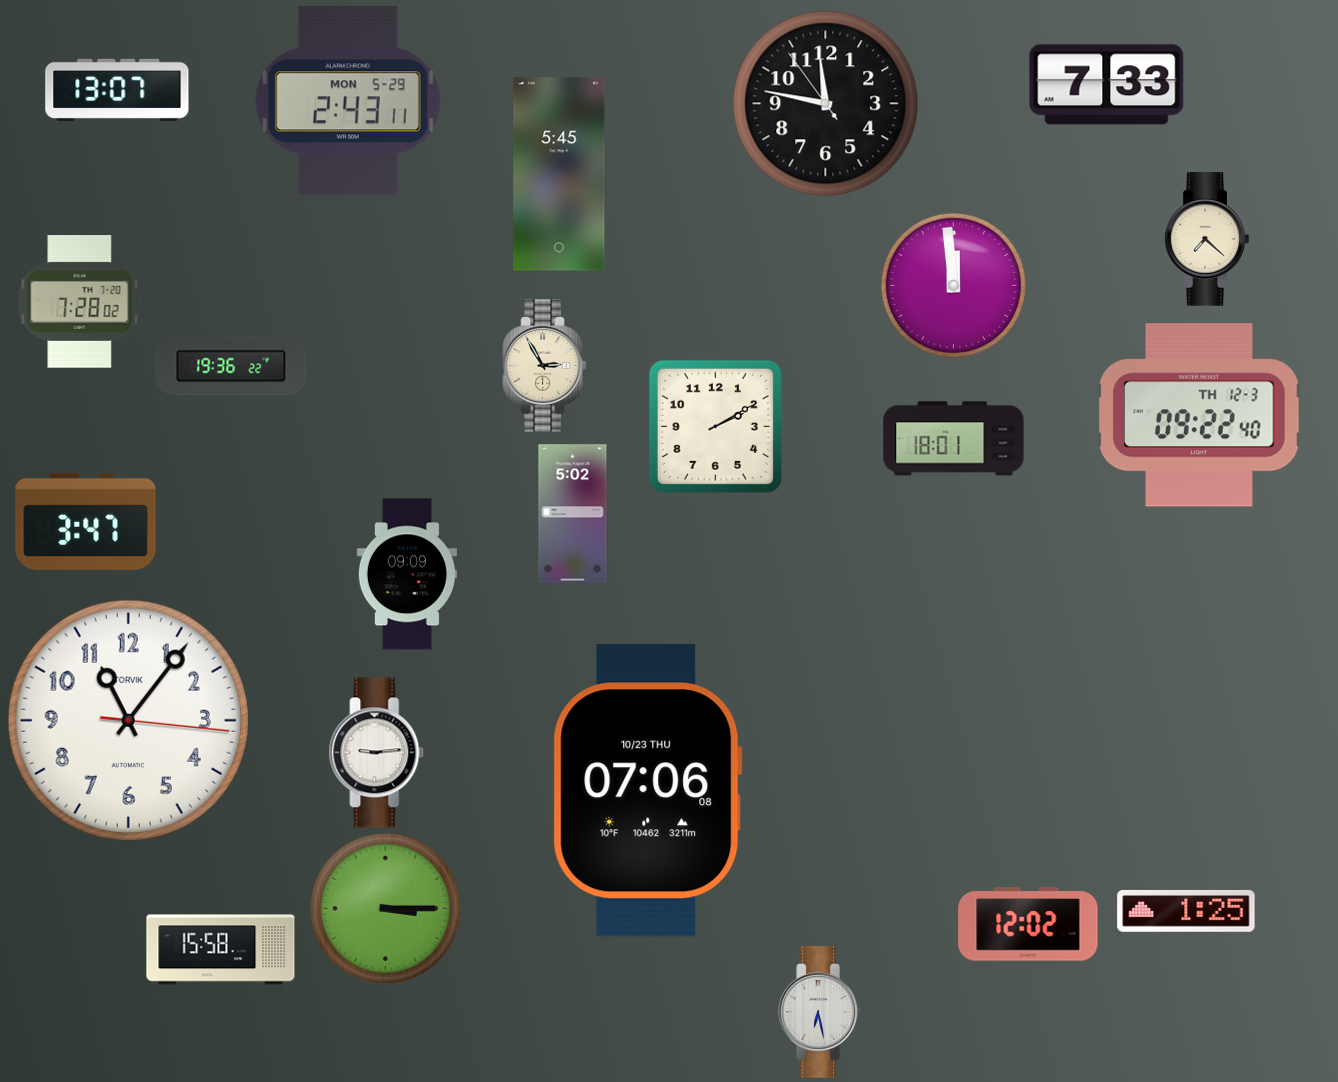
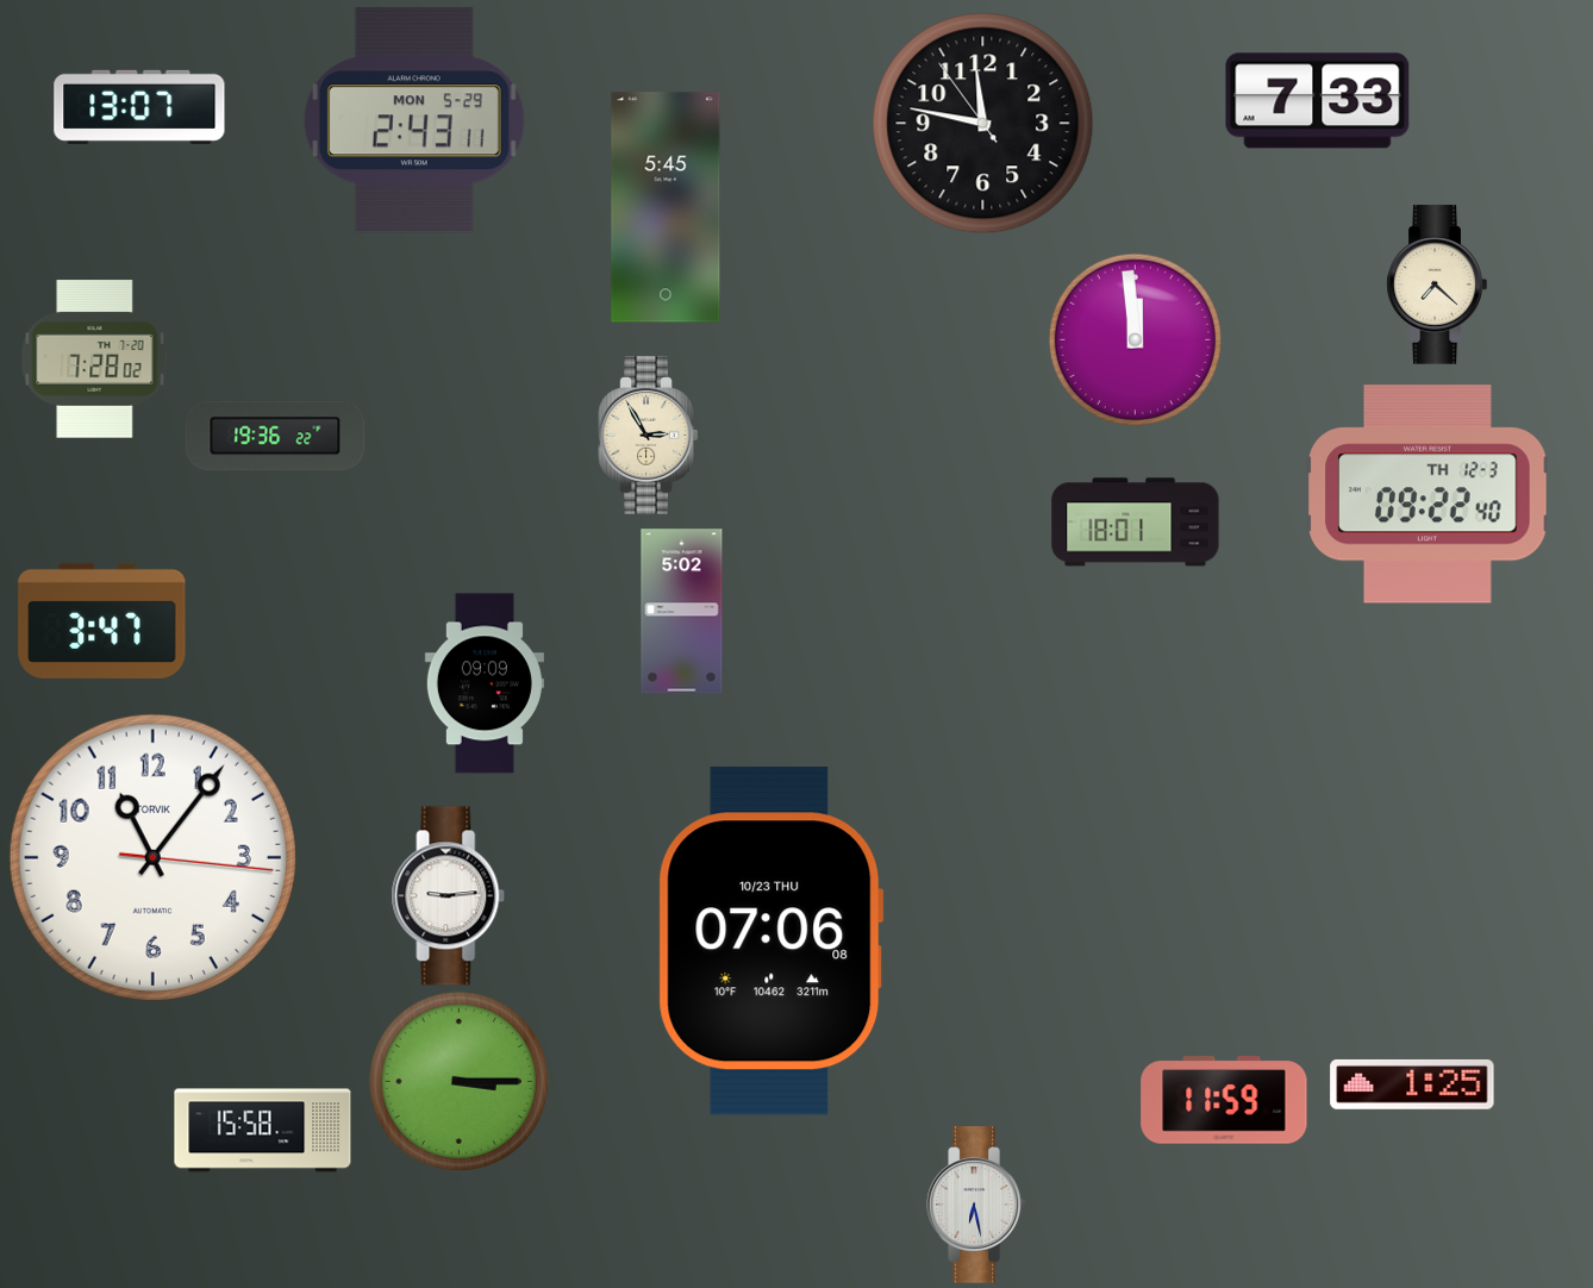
clock at (715, 426): 2:10 -> none
clock at (1028, 924): 12:02 -> 11:59
